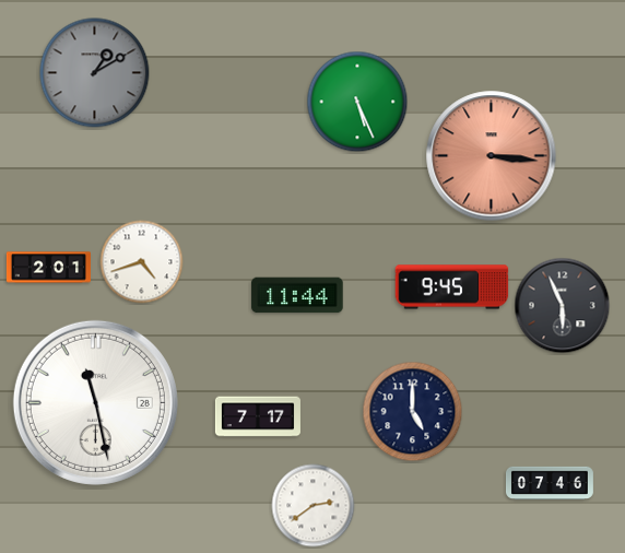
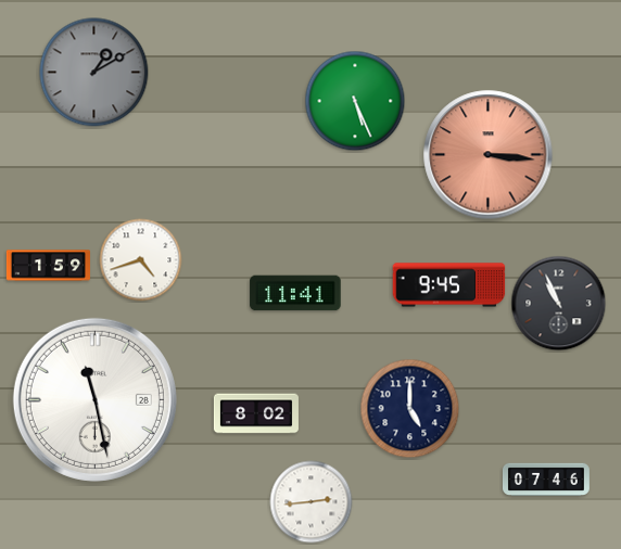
clock at (48, 268): 2:01 -> 1:59
clock at (297, 295): 11:44 -> 11:41
clock at (563, 306): 5:56 -> 10:56
clock at (258, 416): 7:17 -> 8:02
clock at (314, 506): 2:39 -> 2:44
